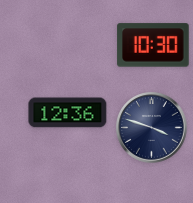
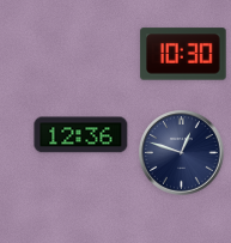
clock at (152, 128): 3:48 -> 12:48
